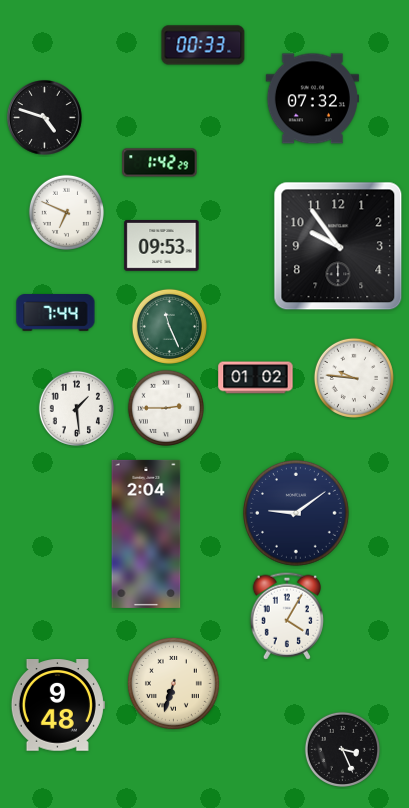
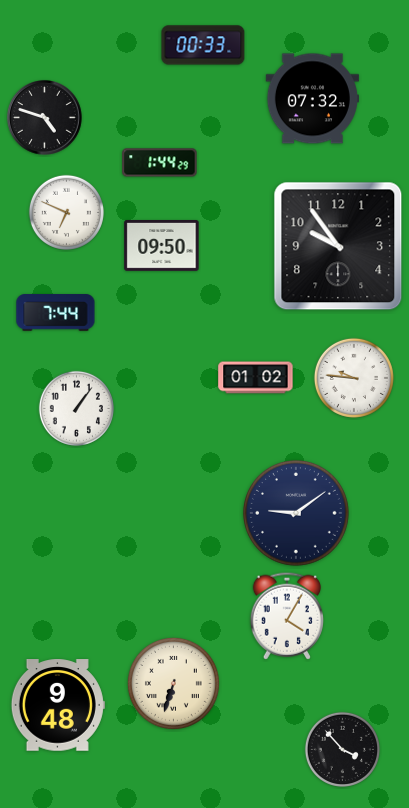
clock at (160, 163): 1:42 -> 1:44
clock at (162, 246): 09:53 -> 09:50
clock at (169, 326): 11:26 -> none
clock at (76, 408): 1:29 -> 1:06
clock at (166, 408): 2:45 -> none
clock at (146, 534): 2:04 -> none
clock at (342, 749): 3:26 -> 3:53
